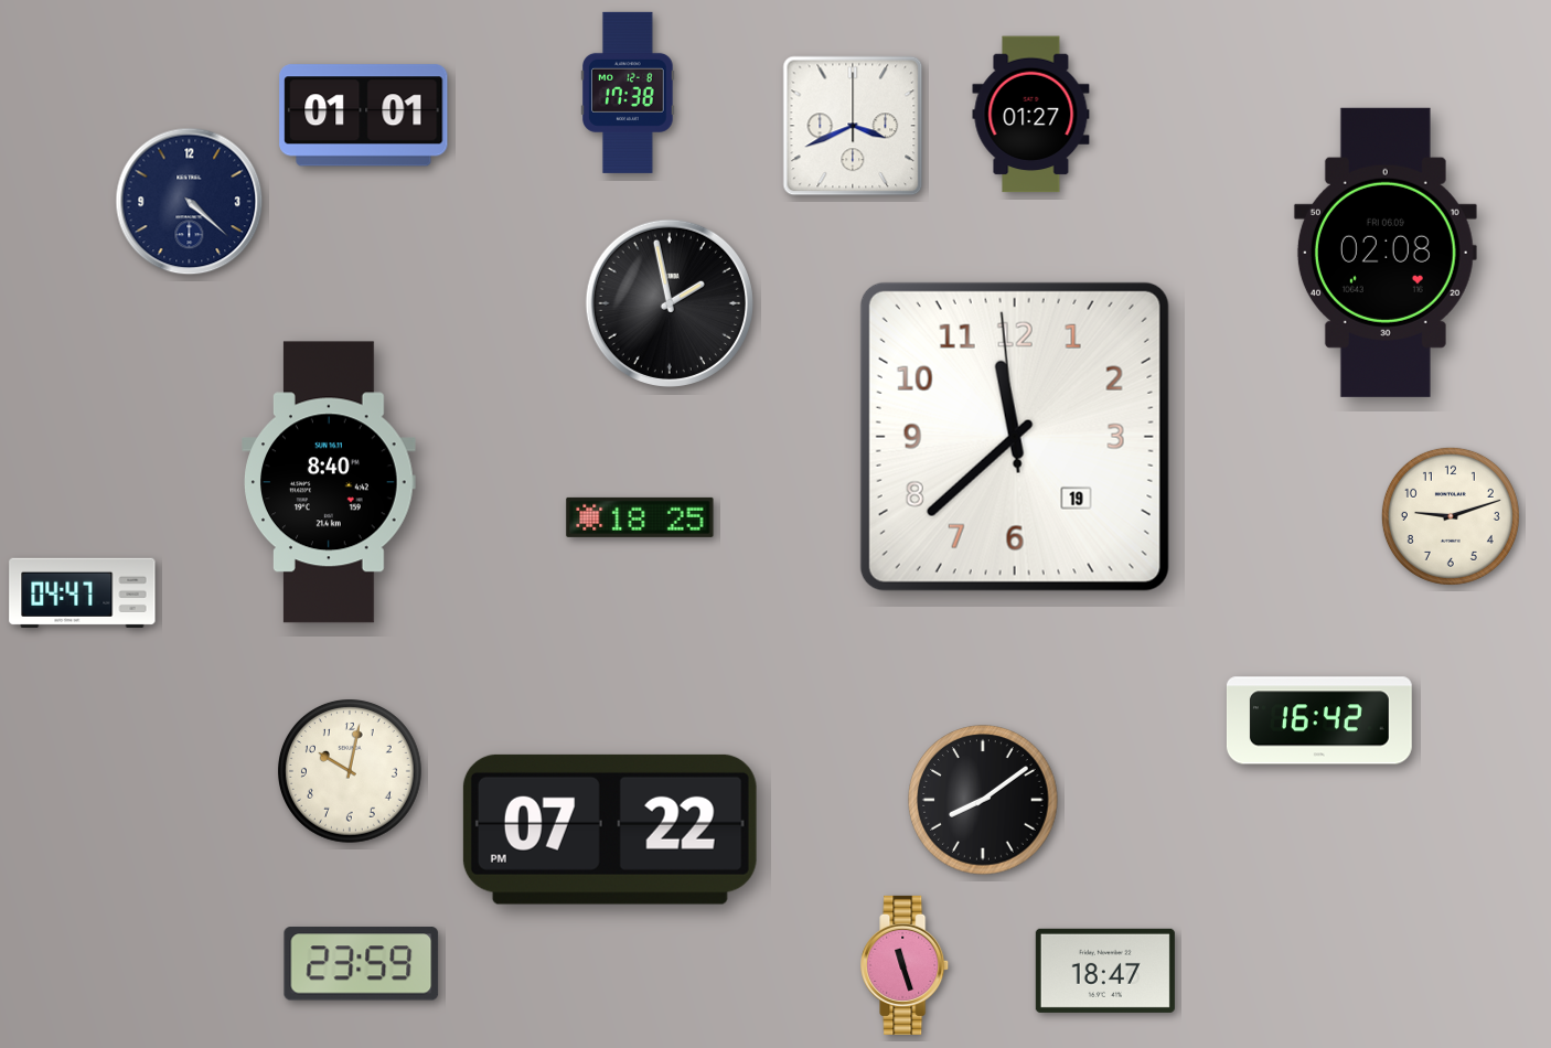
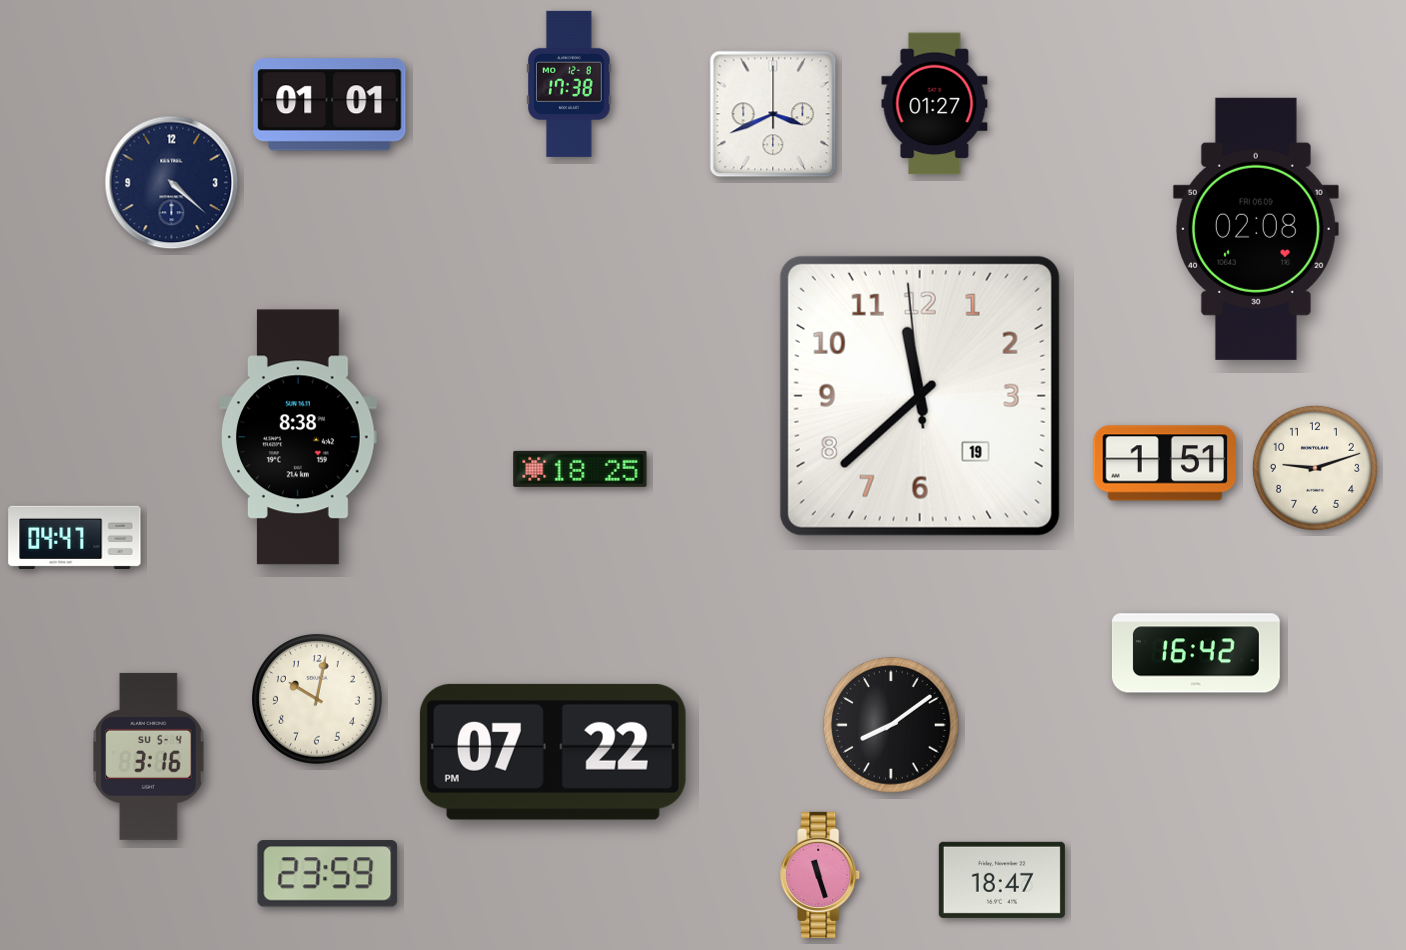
clock at (670, 303): 1:58 -> none
clock at (329, 482): 8:40 -> 8:38
clock at (1165, 463): none -> 1:51
clock at (149, 756): none -> 3:16
